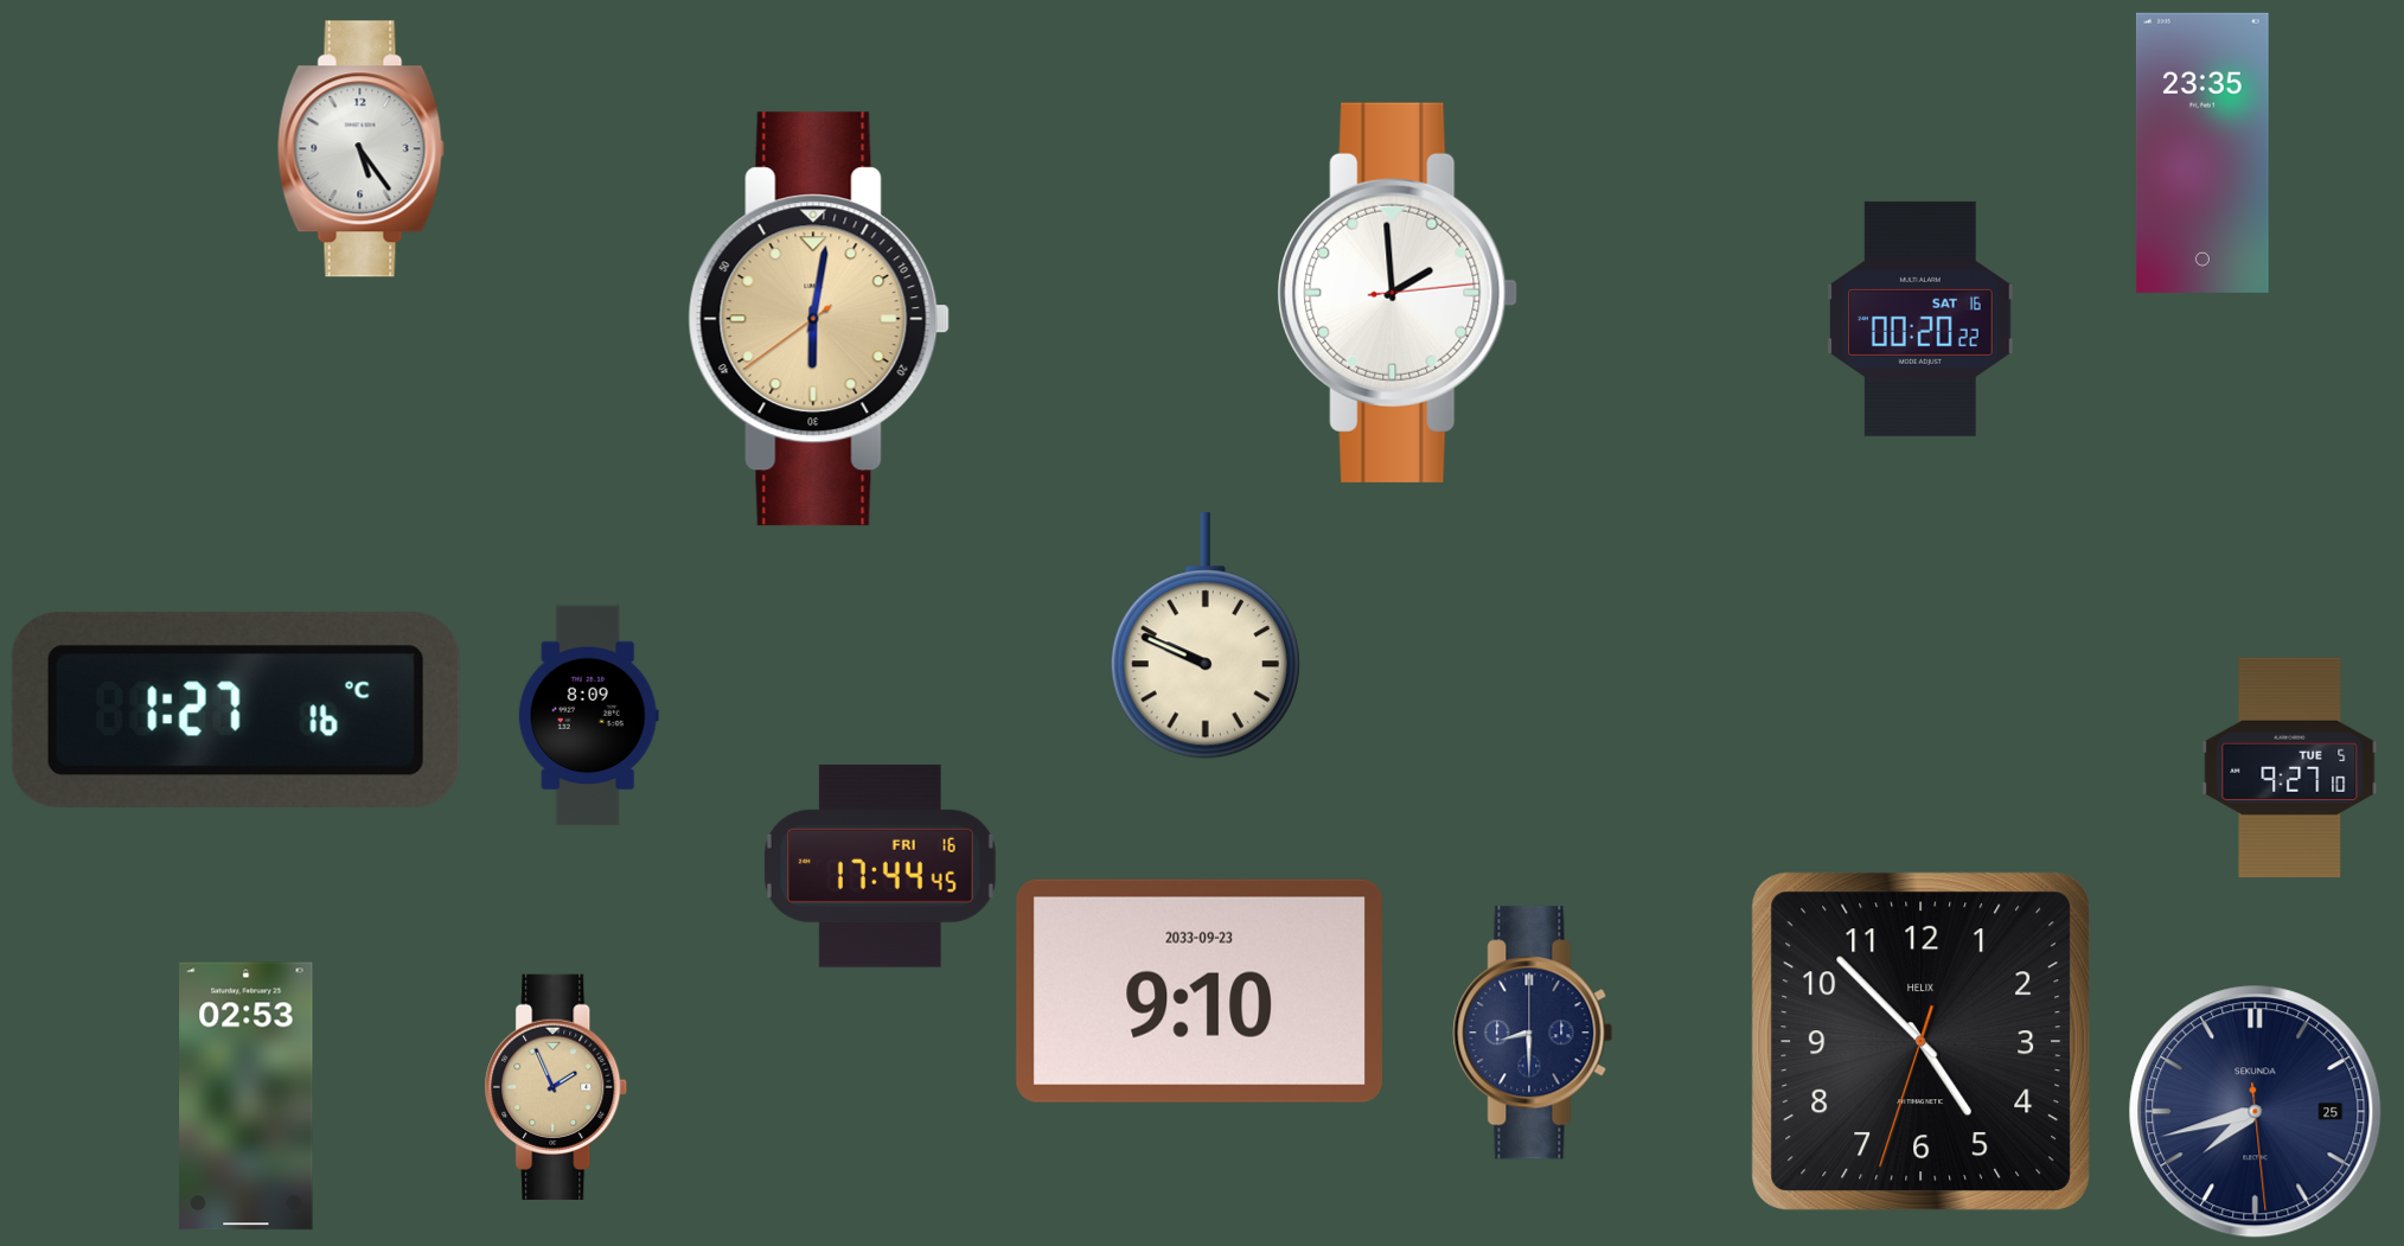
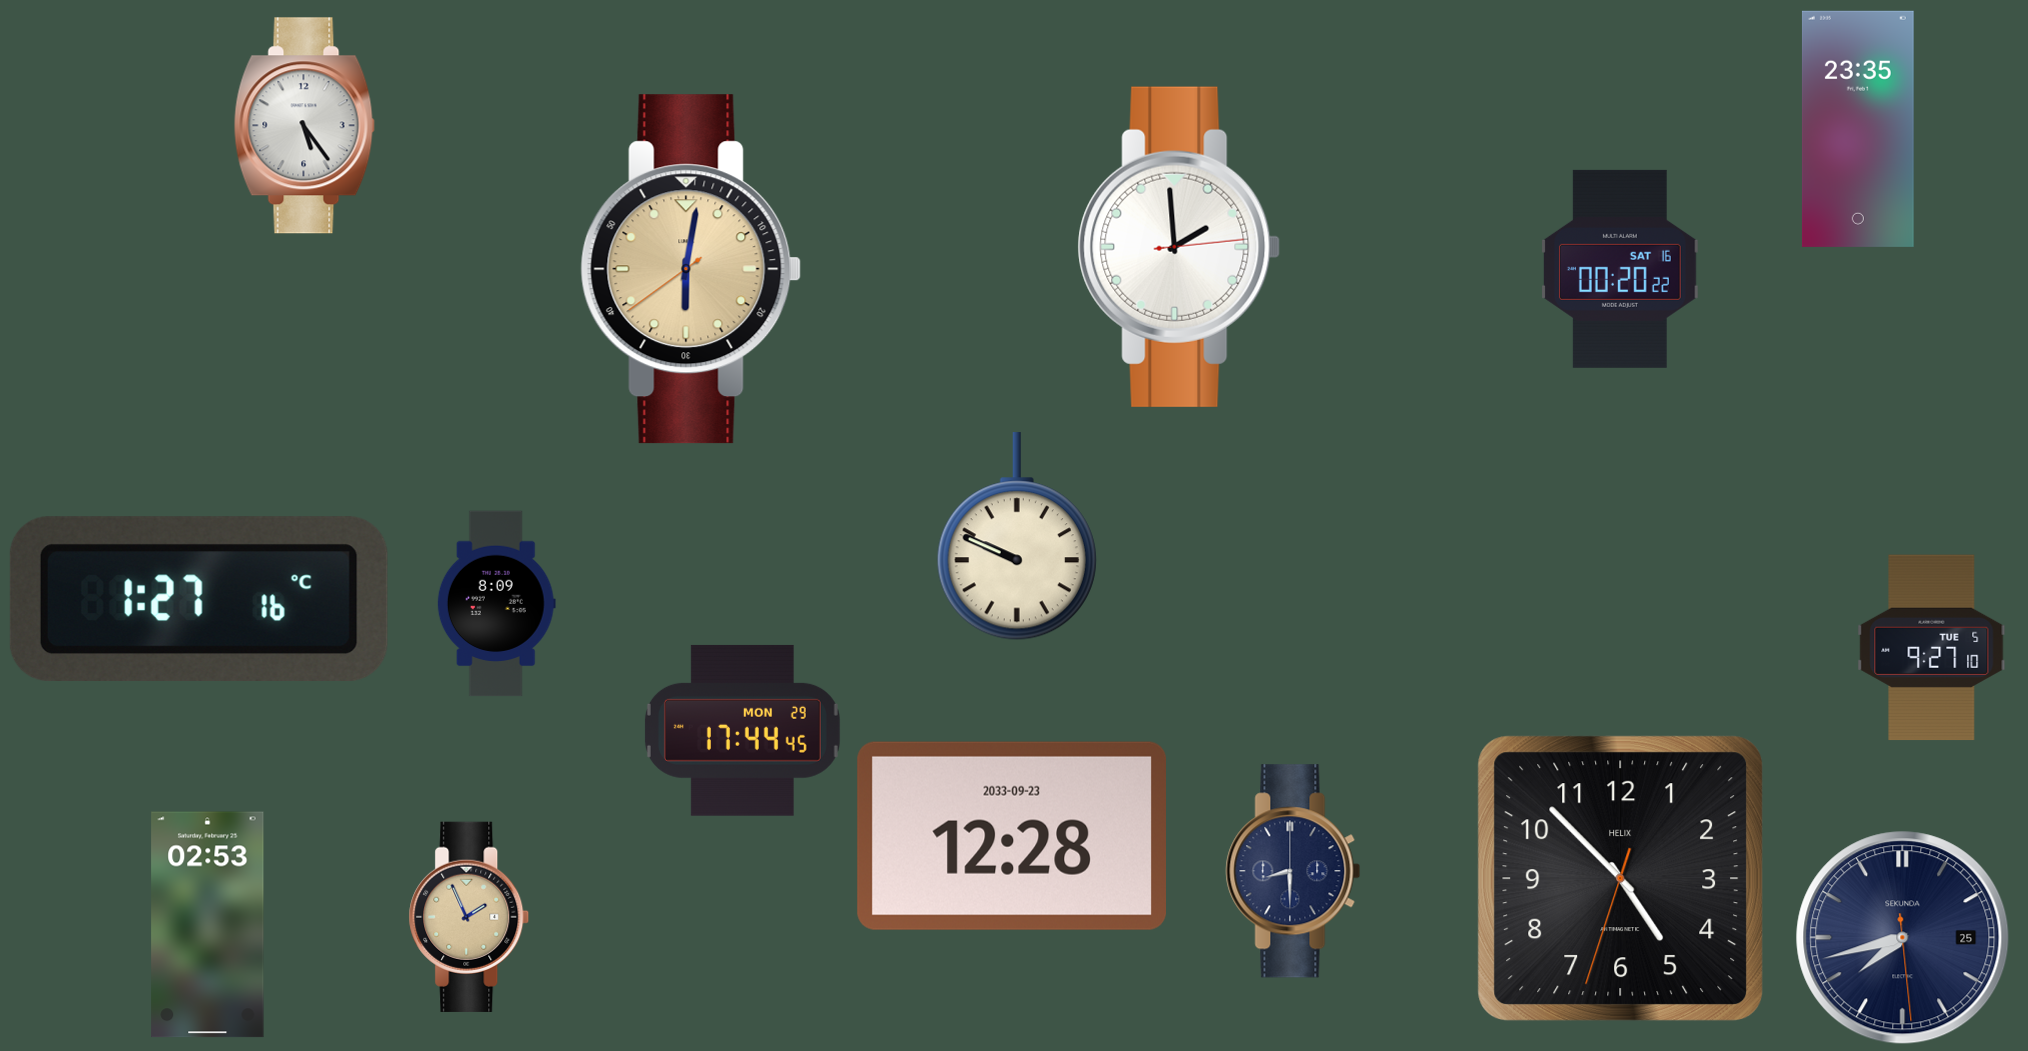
clock at (880, 865) date: FRI 16 -> MON 29
clock at (1198, 991): 9:10 -> 12:28
